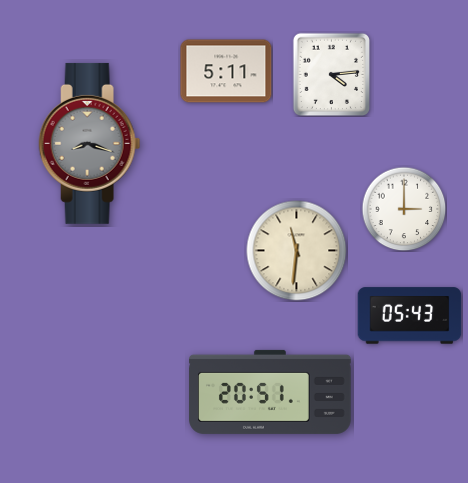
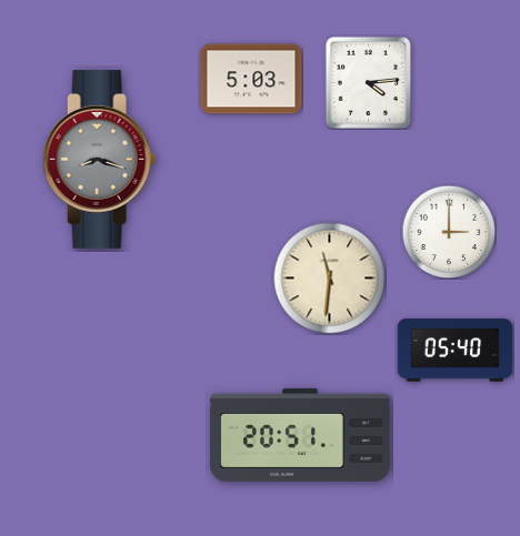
clock at (226, 71): 5:11 -> 5:03
clock at (410, 316): 05:43 -> 05:40
